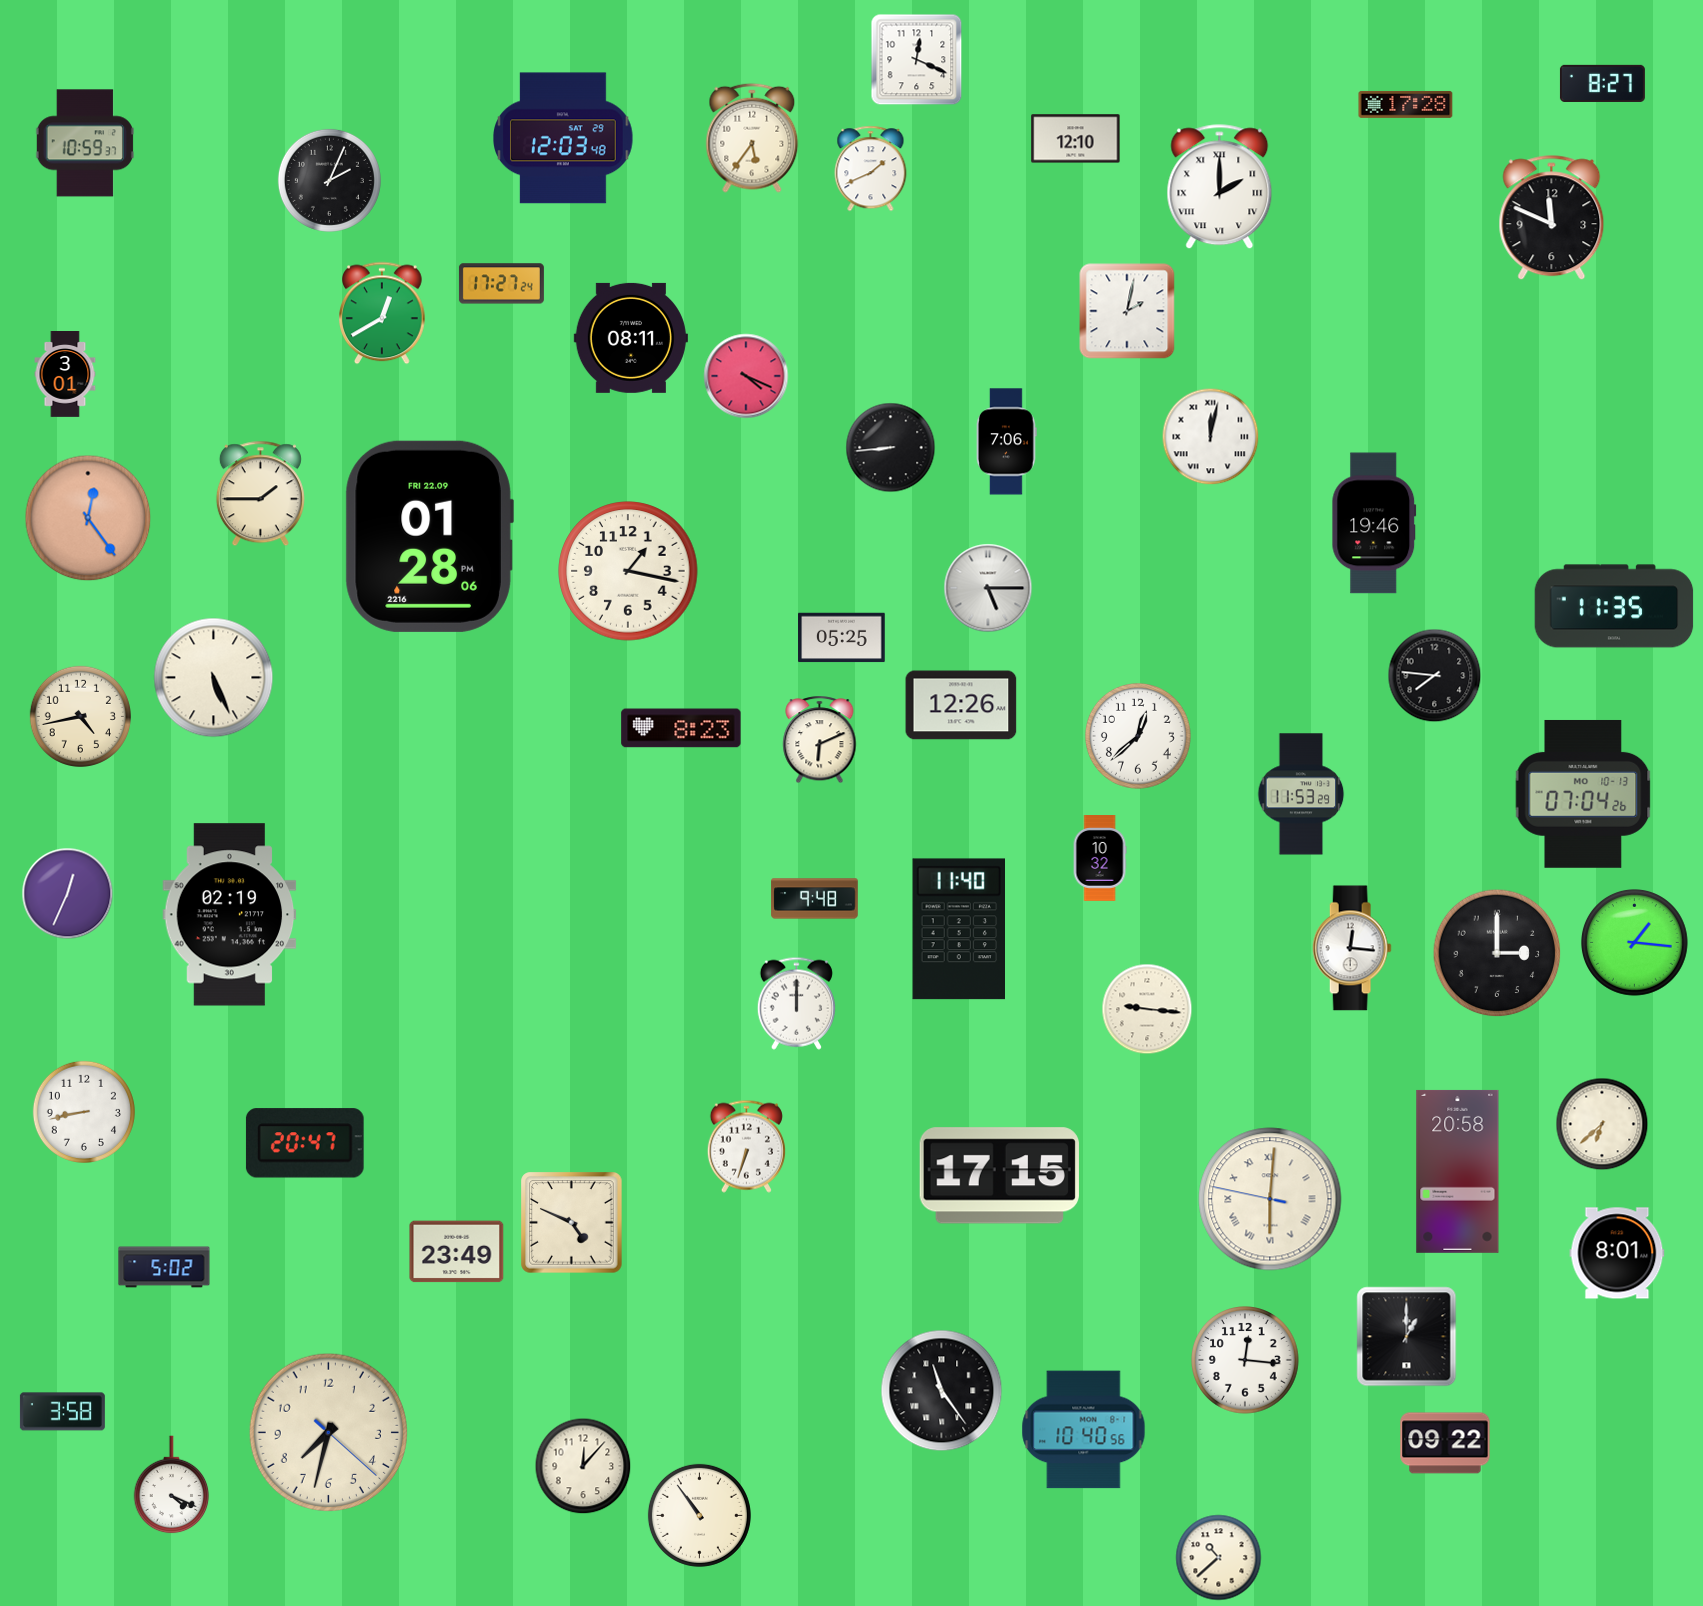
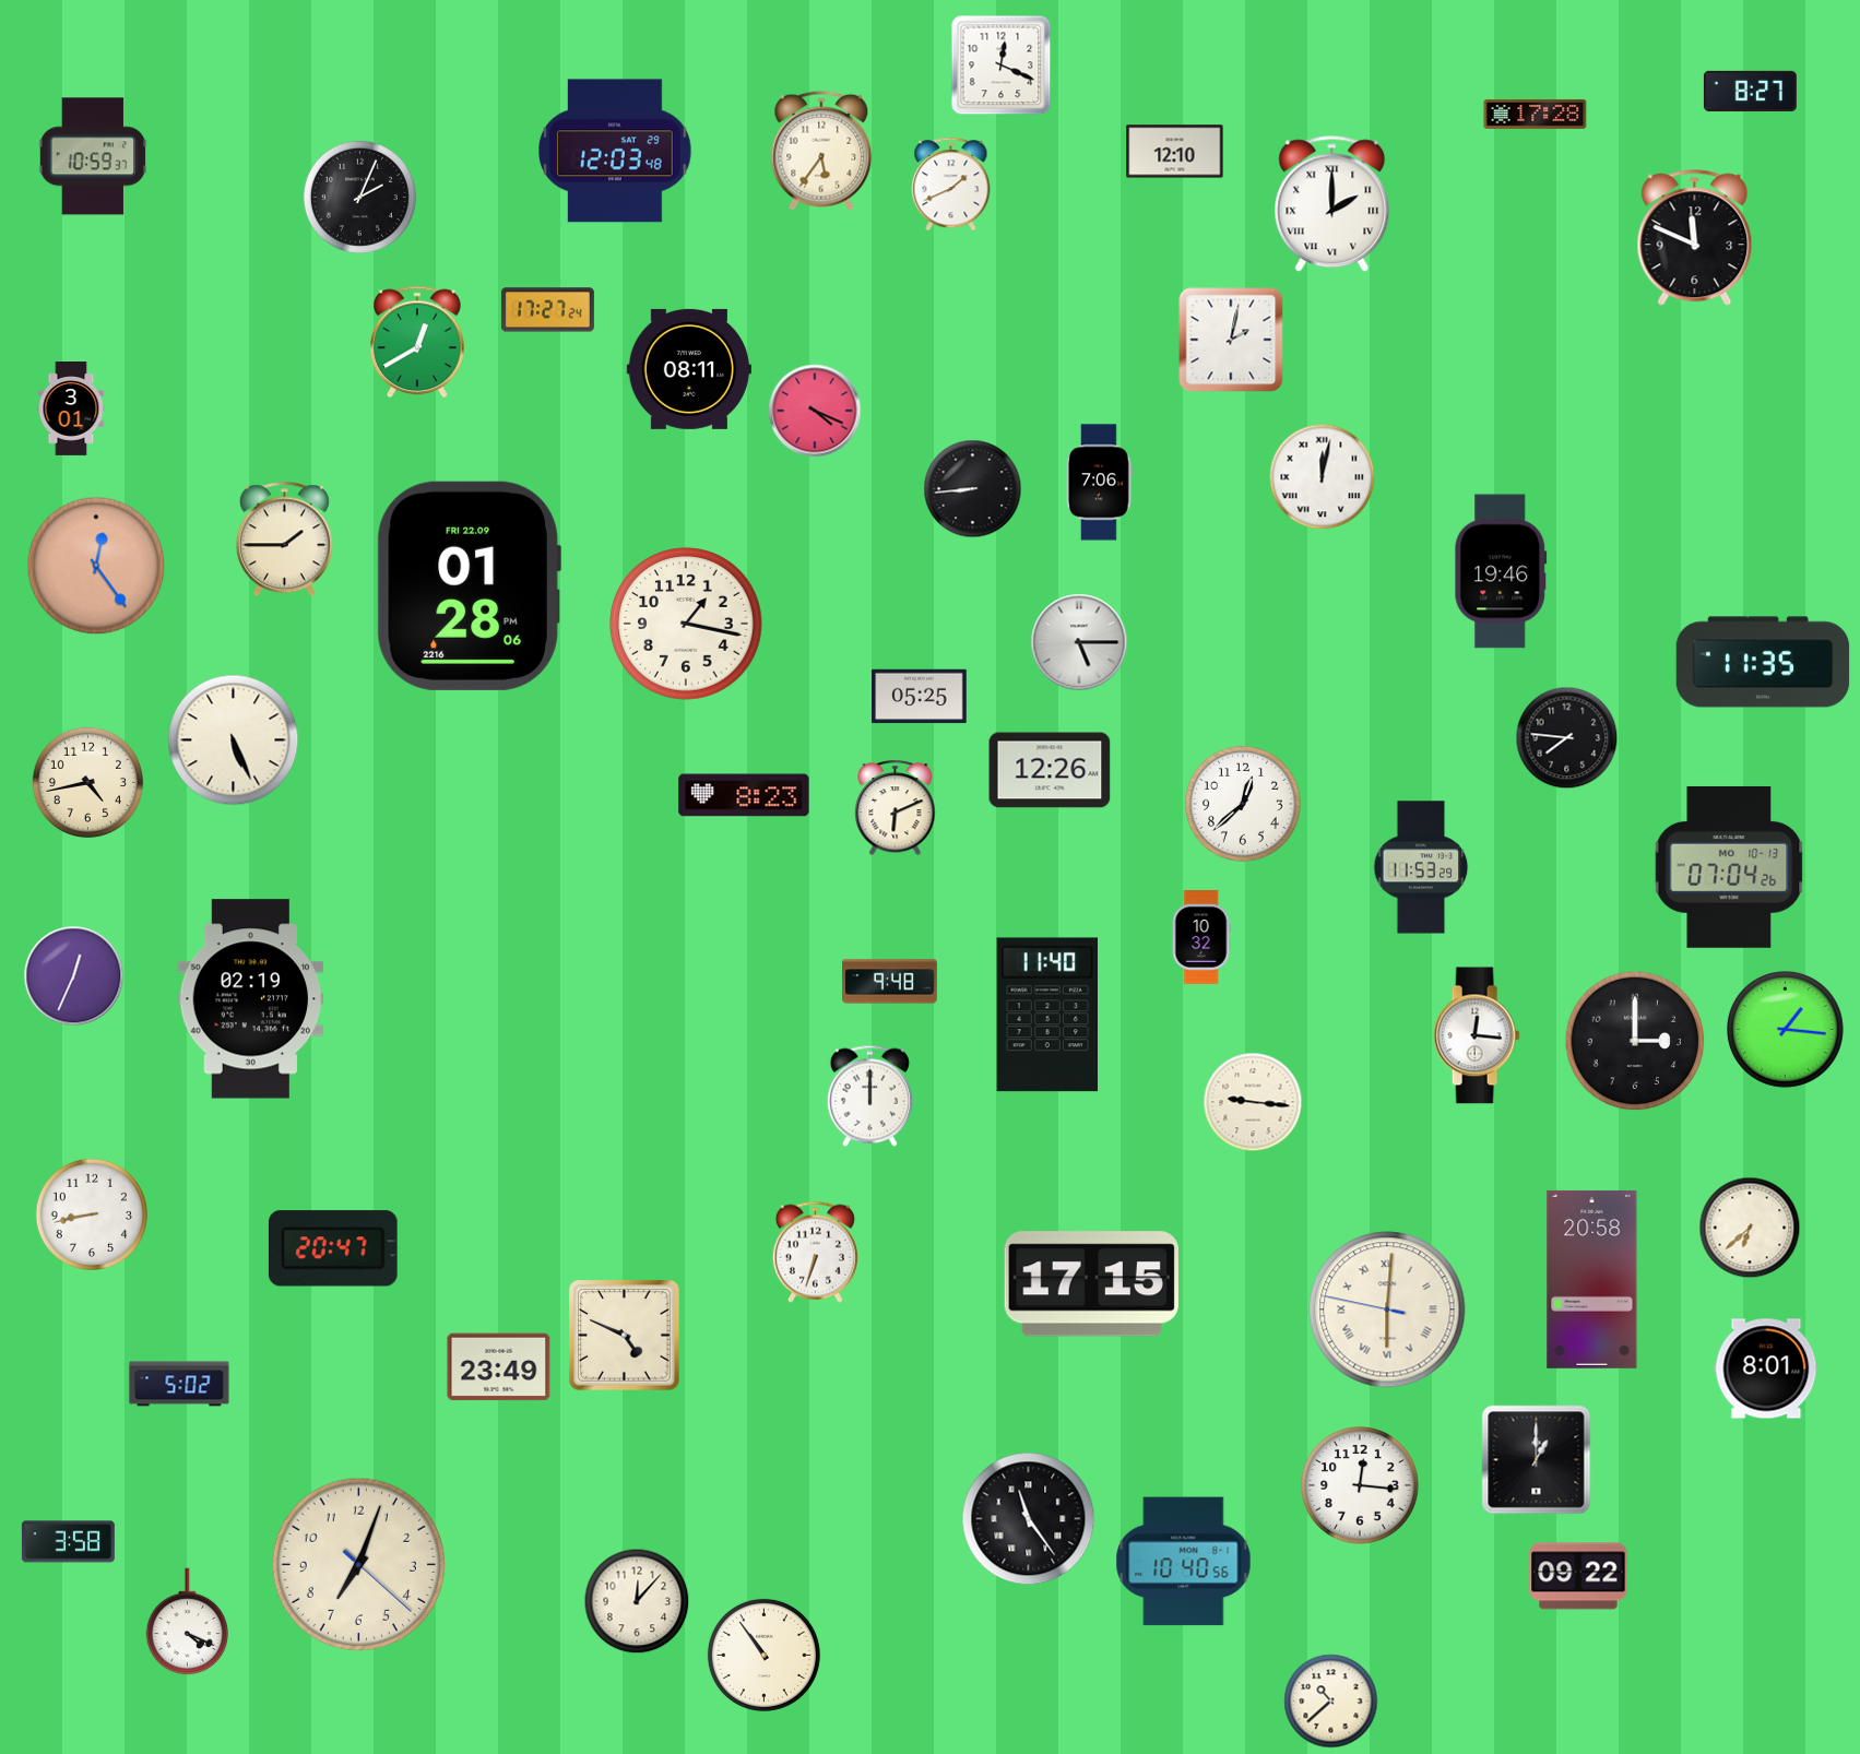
clock at (328, 1432): 7:32 -> 7:03
